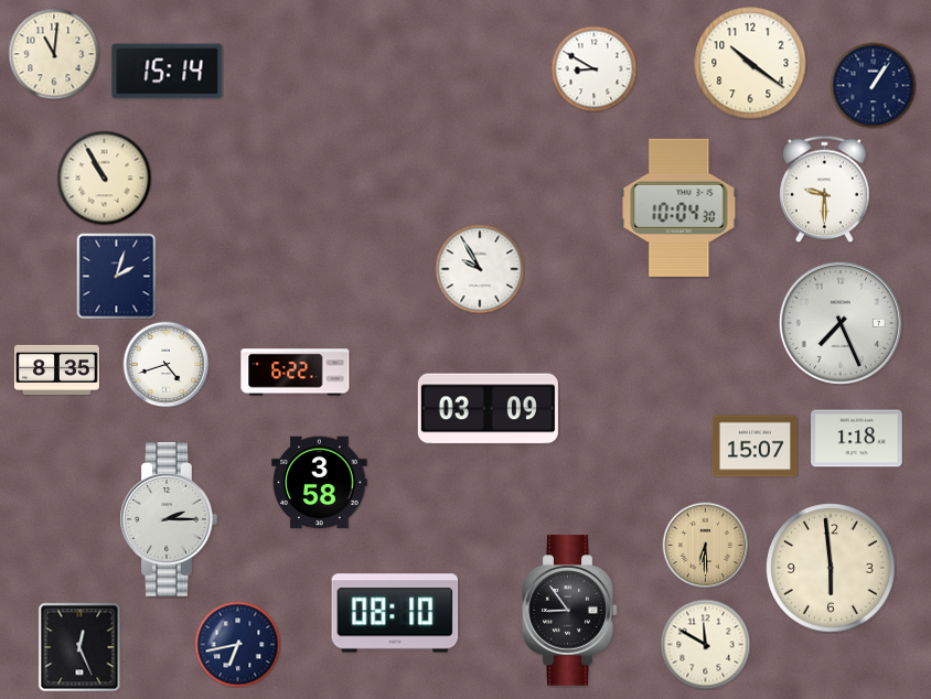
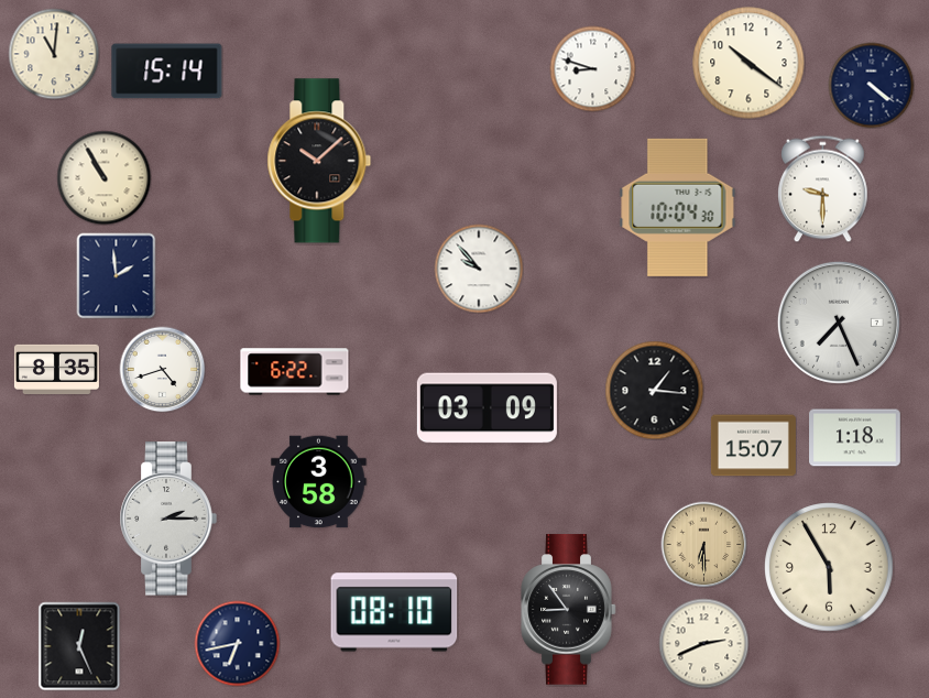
clock at (593, 68): 8:50 -> 8:48
clock at (873, 85): 1:06 -> 4:21
clock at (319, 161): none -> 10:08
clock at (480, 269): 9:55 -> 9:53
clock at (117, 276): 2:03 -> 1:59
clock at (165, 364) position: (165, 364) -> (162, 369)
clock at (654, 390): none -> 1:16
clock at (831, 568): 5:59 -> 5:55
clock at (705, 644): 11:50 -> 2:41
